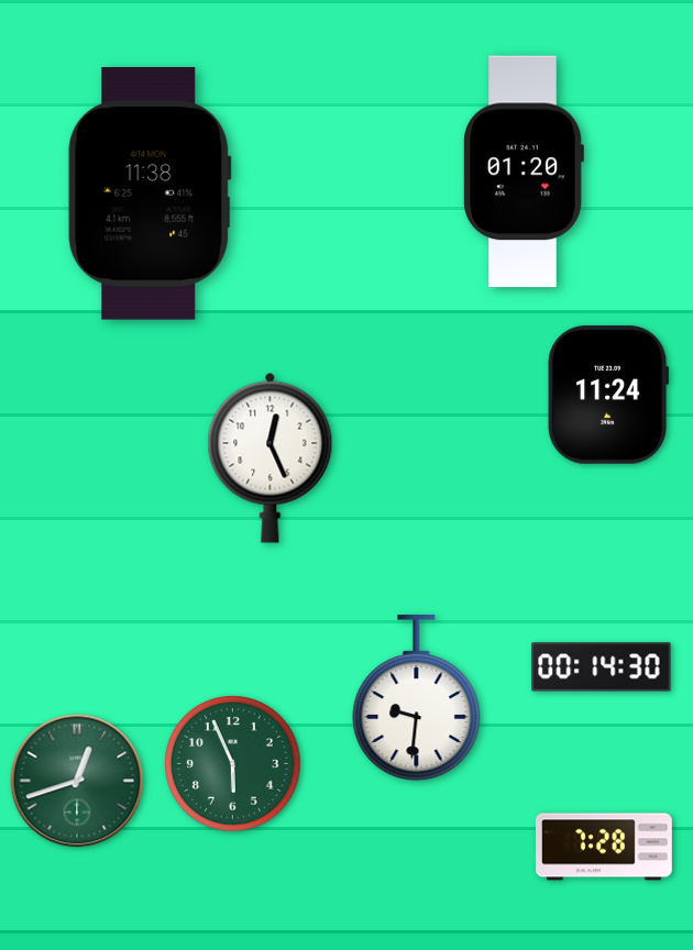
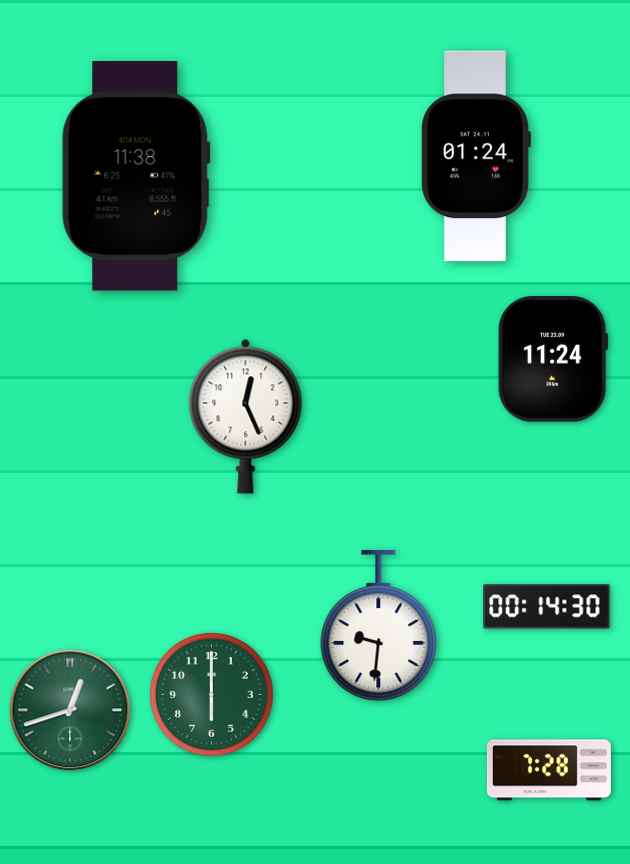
clock at (524, 172): 01:20 -> 01:24
clock at (417, 698) position: (417, 698) -> (379, 626)
clock at (233, 764): 5:56 -> 6:00
